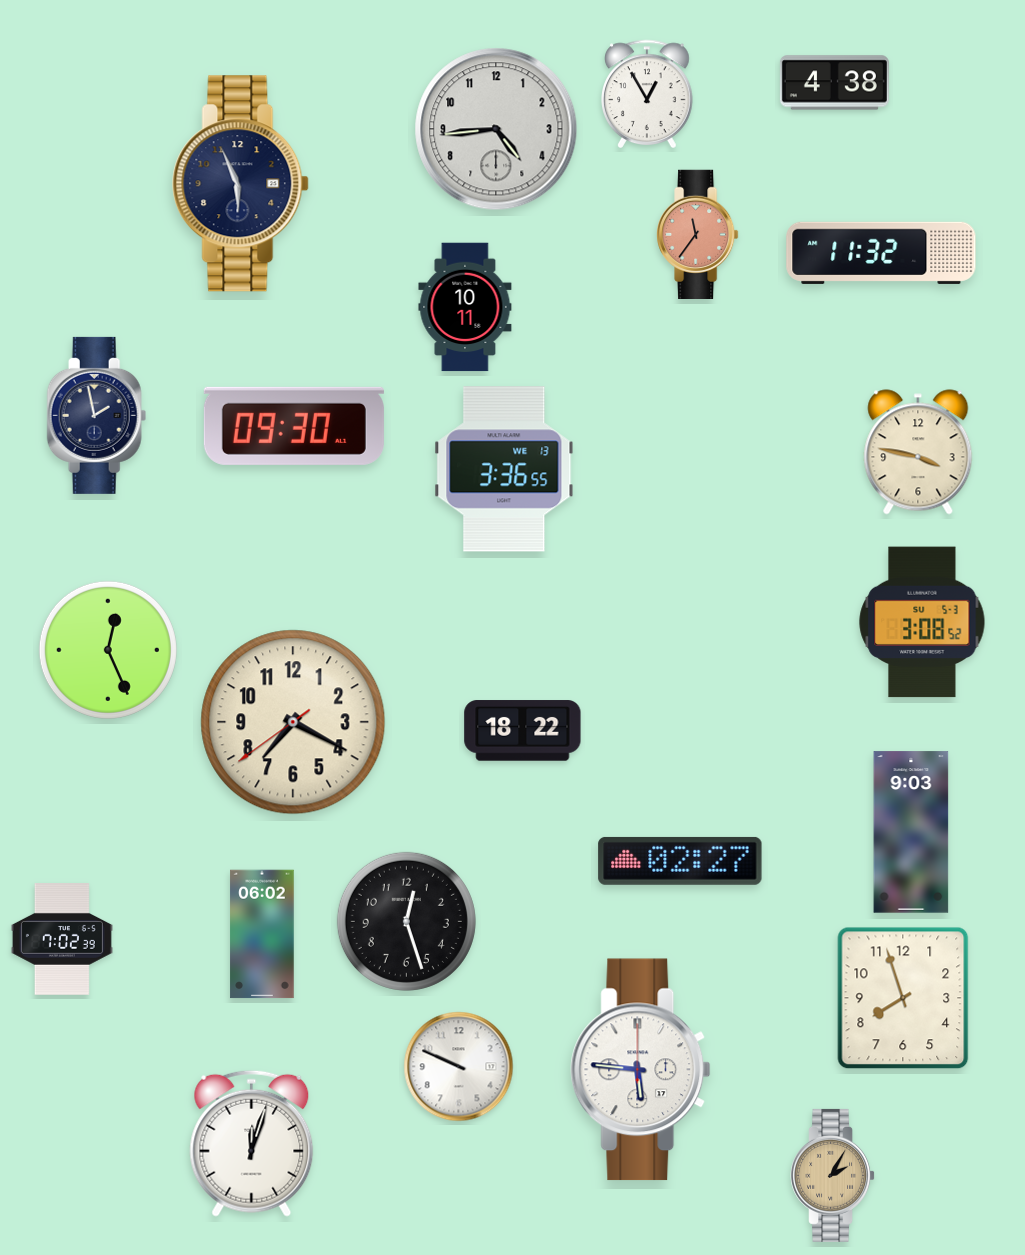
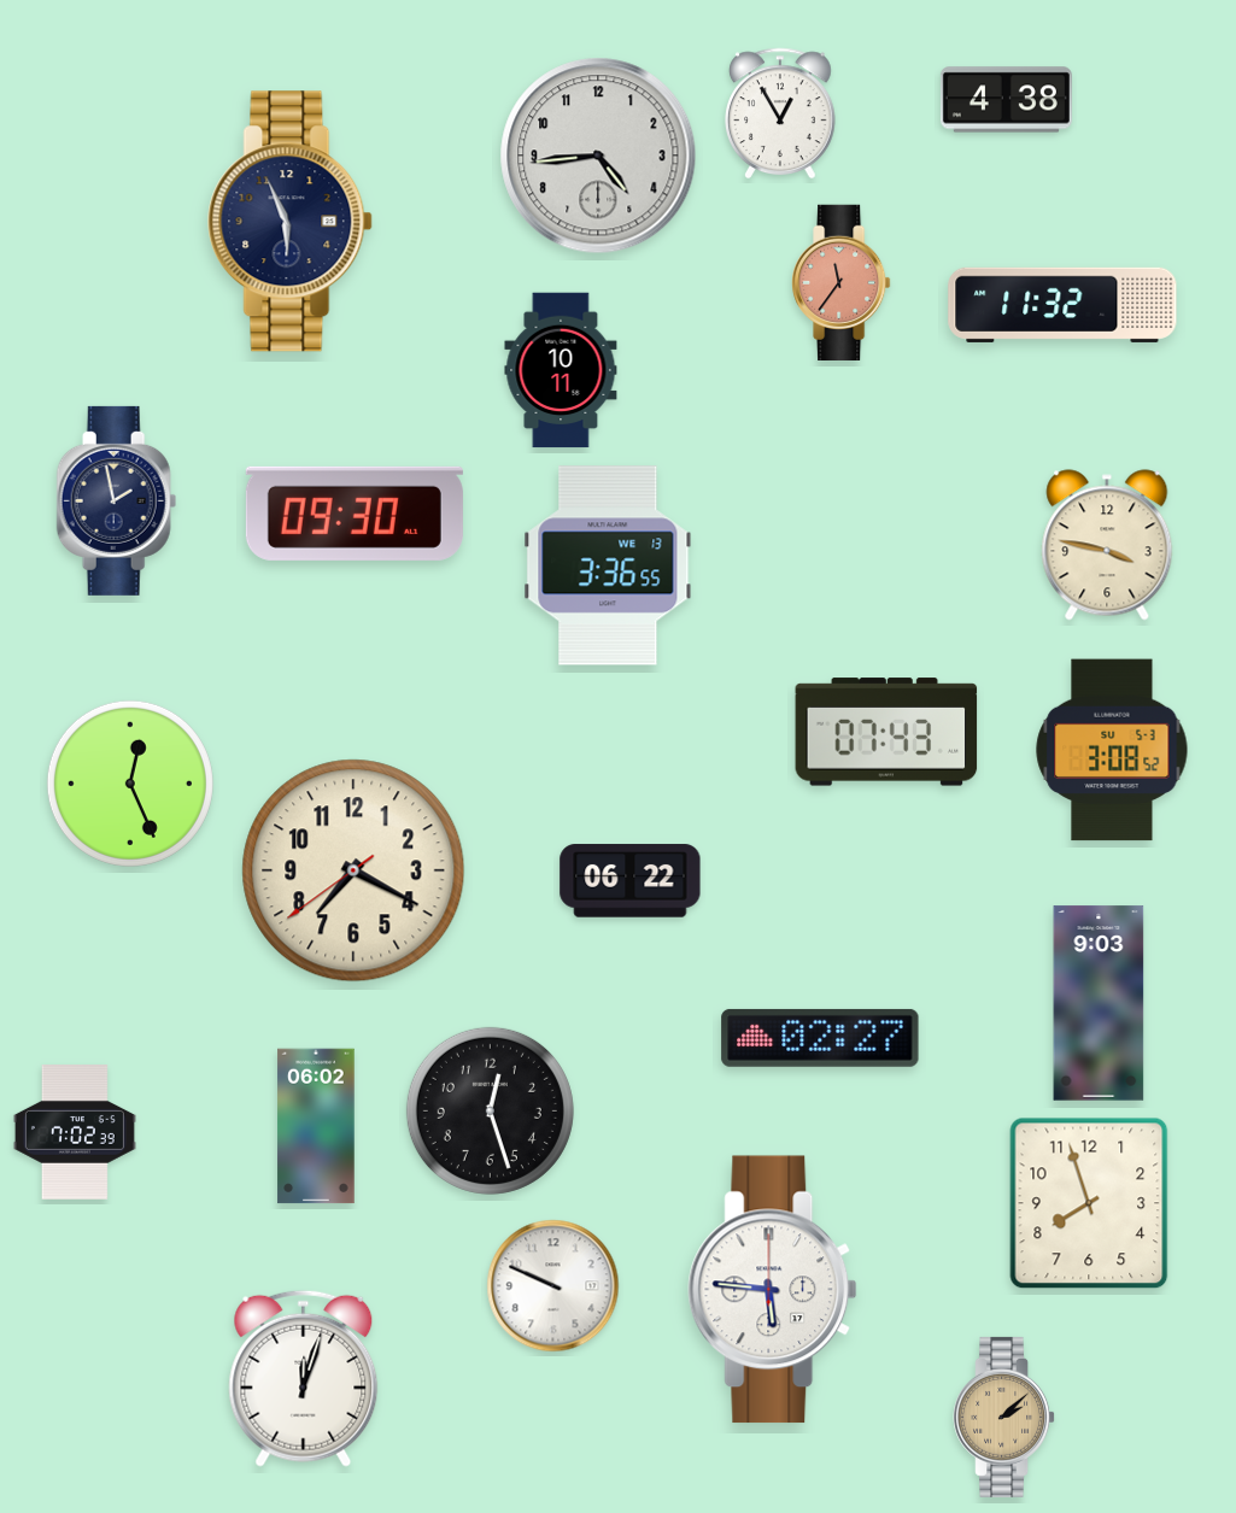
clock at (886, 732): none -> 07:43
clock at (523, 731): 18:22 -> 06:22
clock at (833, 1175): 2:05 -> 2:08
